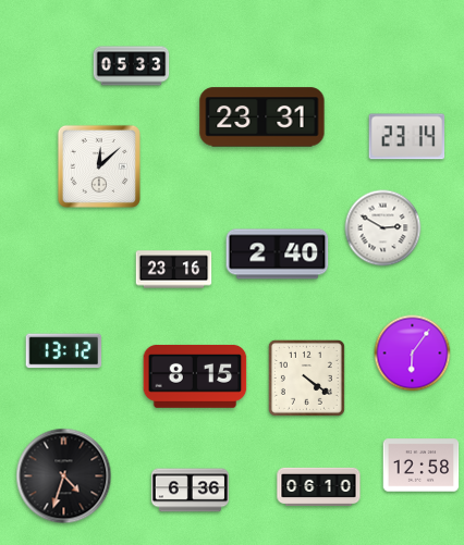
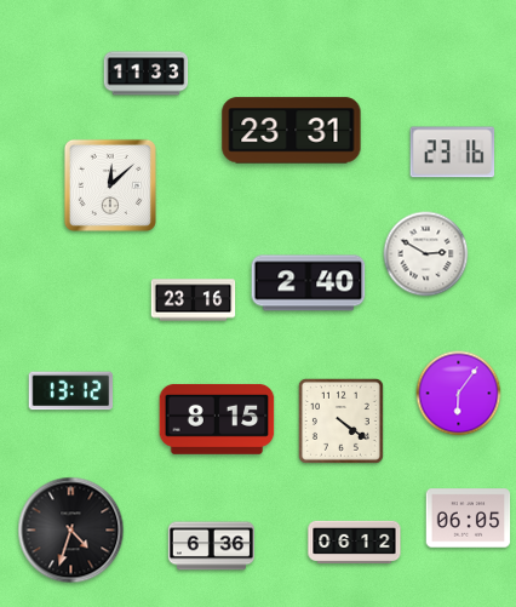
clock at (132, 66): 05:33 -> 11:33
clock at (407, 137): 23:14 -> 23:16
clock at (422, 466): 12:58 -> 06:05
clock at (319, 487): 06:10 -> 06:12
